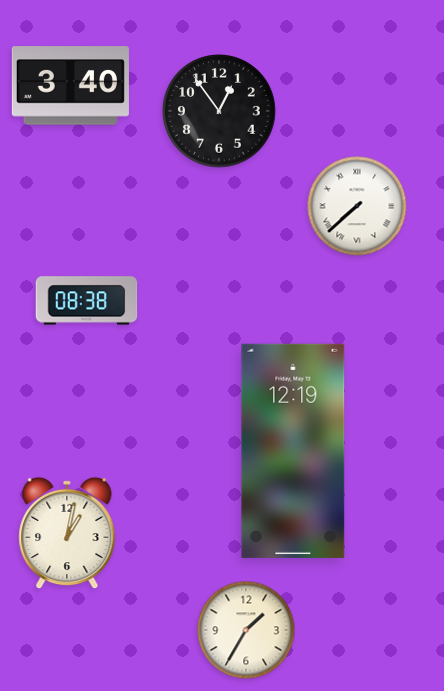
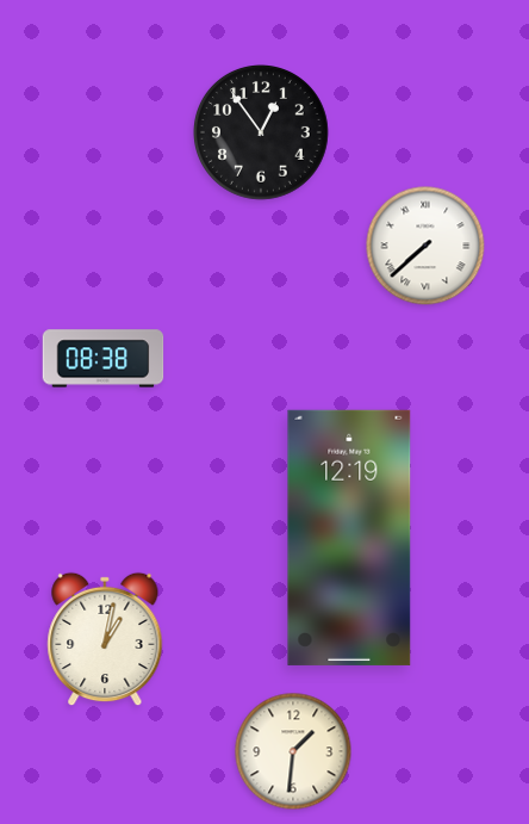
clock at (70, 86): 3:40 -> none
clock at (67, 533) position: (67, 533) -> (105, 639)
clock at (246, 630): 1:35 -> 1:31
